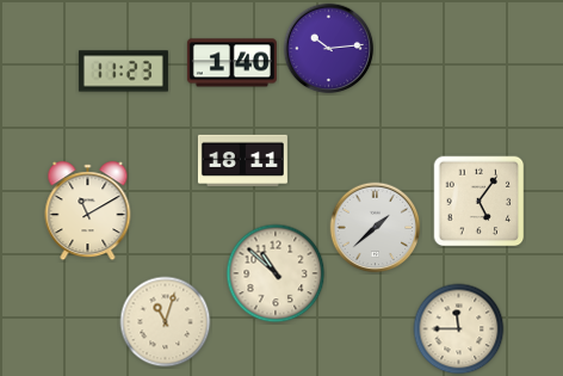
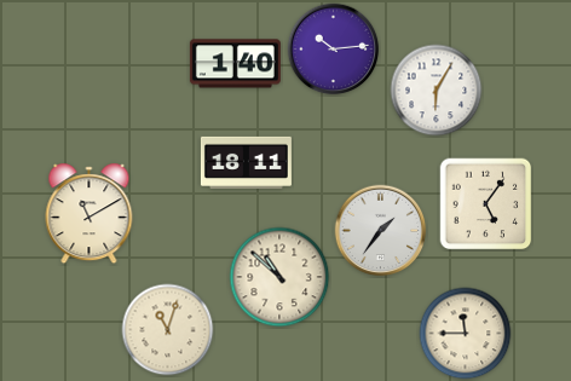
clock at (123, 72): 11:23 -> none
clock at (437, 91): none -> 6:05
clock at (376, 228): 1:38 -> 1:36
clock at (166, 322) position: (166, 322) -> (168, 330)
